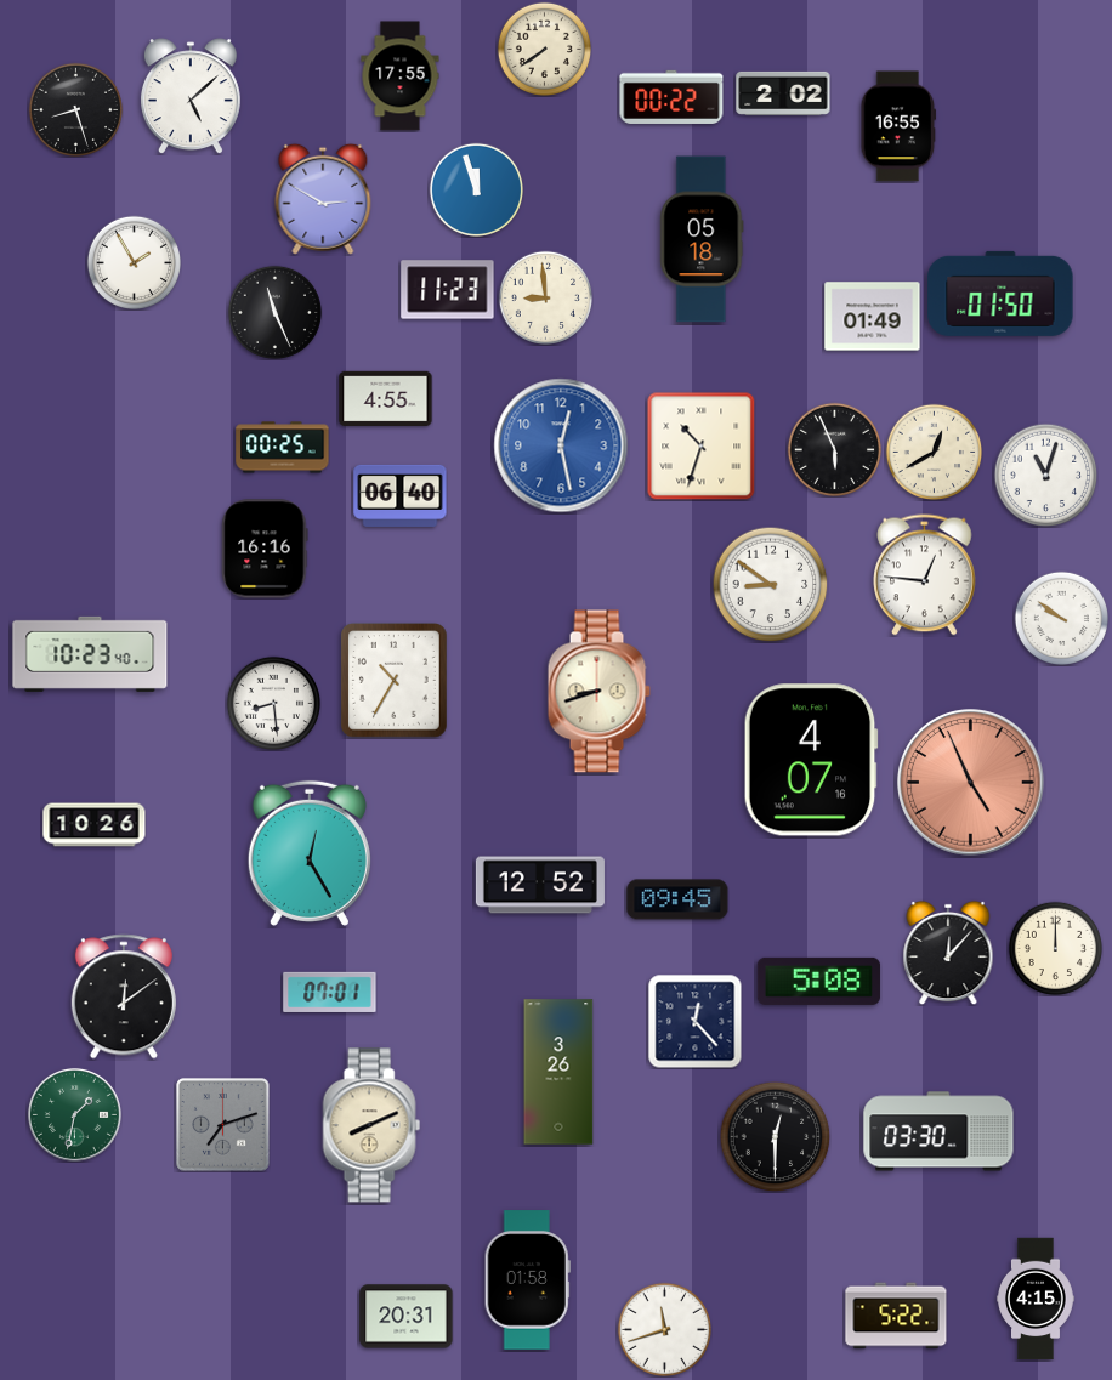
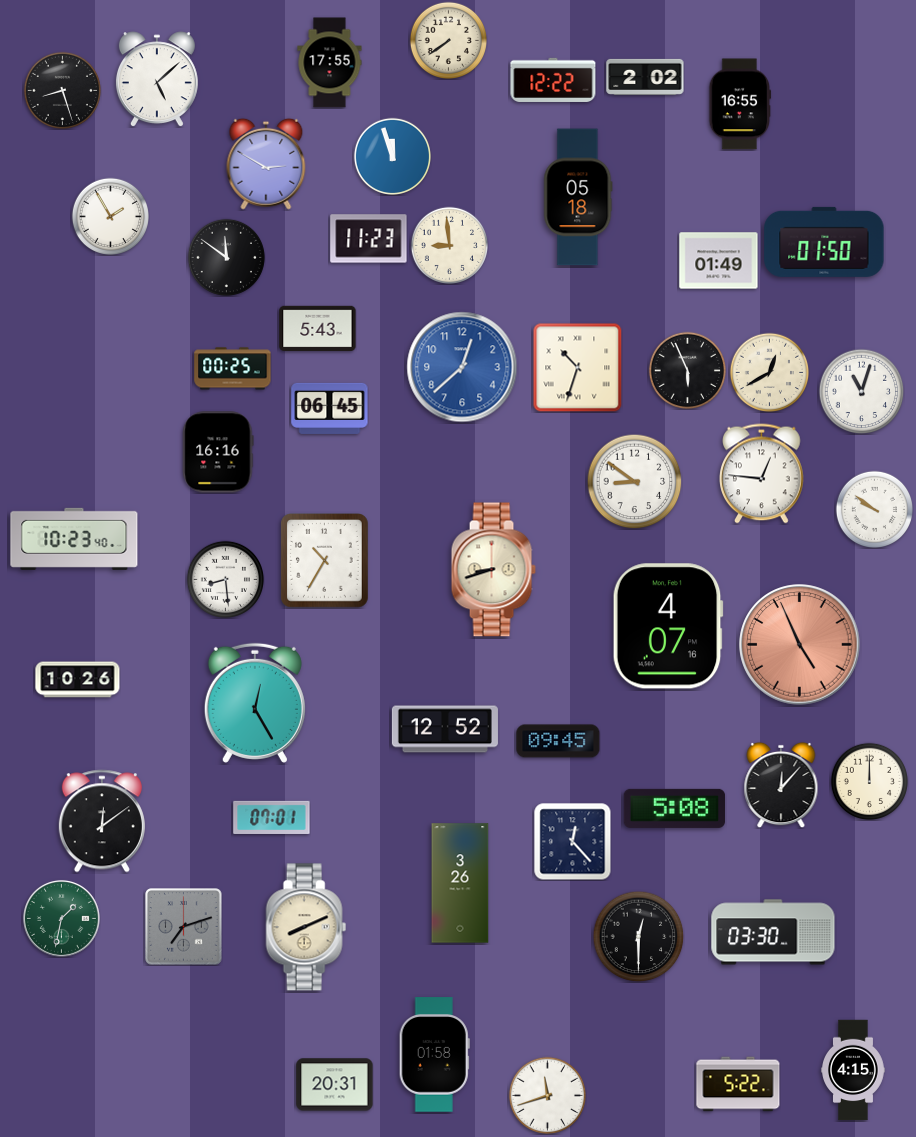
clock at (671, 96): 00:22 -> 12:22
clock at (274, 312): 11:26 -> 11:51
clock at (386, 398): 4:55 -> 5:43
clock at (561, 445): 12:28 -> 12:38
clock at (401, 495): 06:40 -> 06:45
